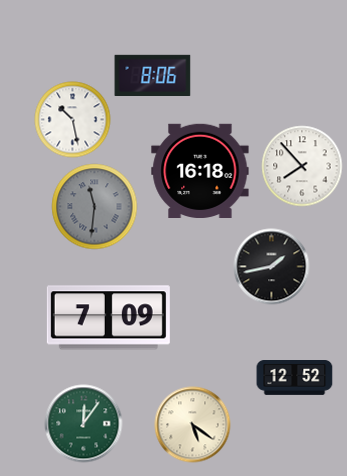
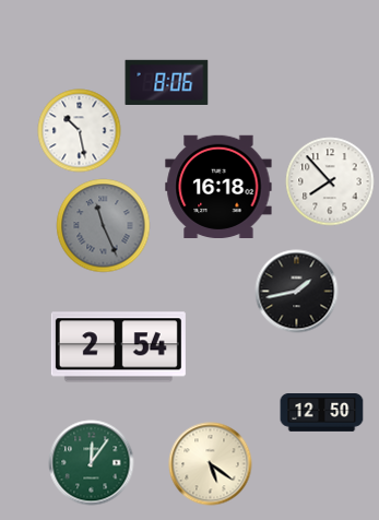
clock at (95, 207): 11:31 -> 11:26
clock at (108, 318): 7:09 -> 2:54
clock at (295, 378): 12:52 -> 12:50
